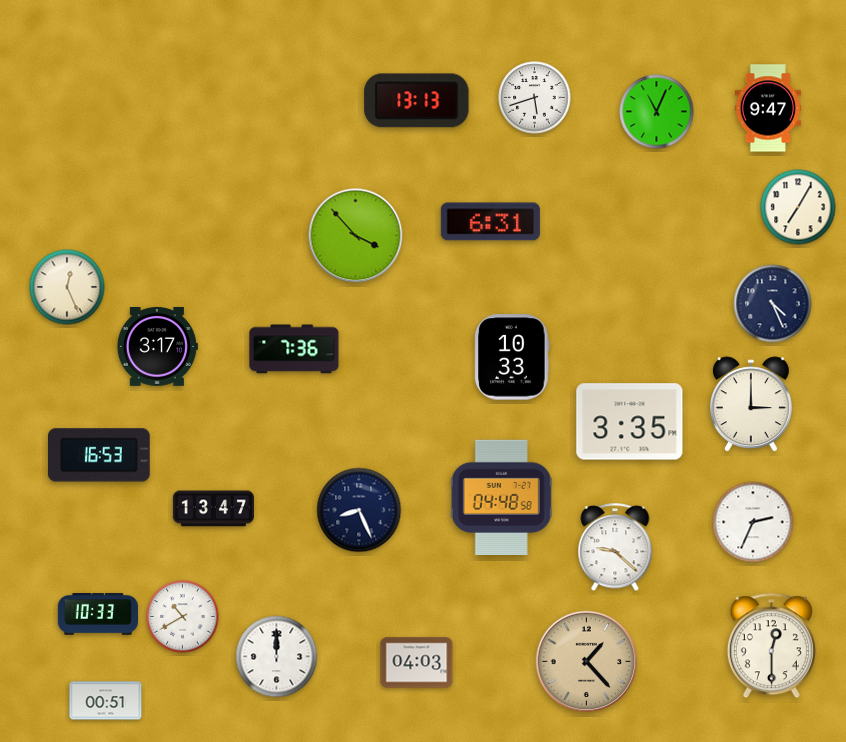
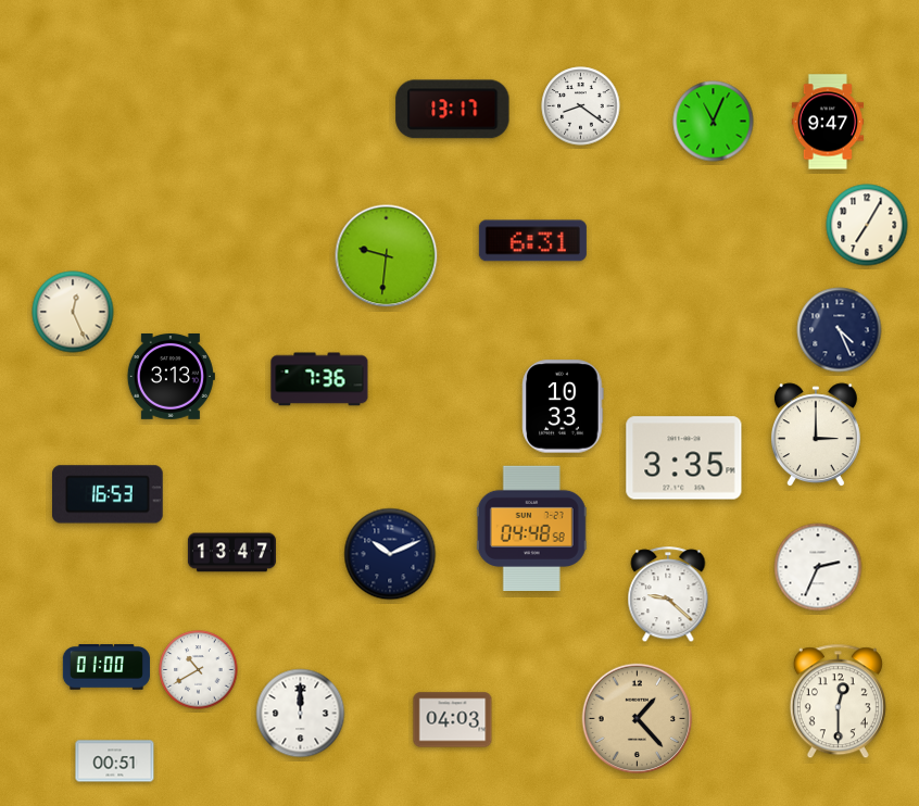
clock at (535, 98): 5:42 -> 8:21
clock at (417, 101): 13:13 -> 13:17
clock at (768, 108) position: (768, 108) -> (828, 122)
clock at (356, 236): 3:53 -> 9:31
clock at (157, 347): 3:17 -> 3:13
clock at (512, 357) position: (512, 357) -> (563, 406)
clock at (751, 405) position: (751, 405) -> (816, 436)
clock at (501, 497) position: (501, 497) -> (531, 528)
clock at (359, 510): 8:26 -> 10:11
clock at (98, 614): 10:33 -> 01:00
